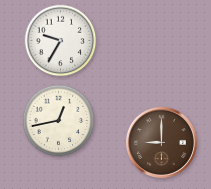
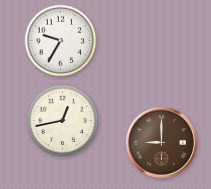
clock at (59, 121) position: (59, 121) -> (63, 121)
